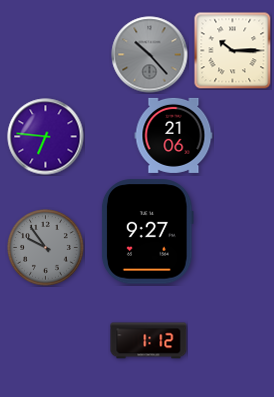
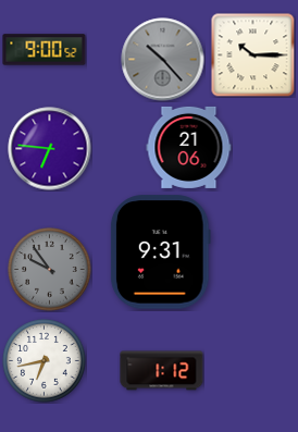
clock at (45, 50): none -> 9:00
clock at (147, 232): 9:27 -> 9:31
clock at (45, 361): none -> 6:43
